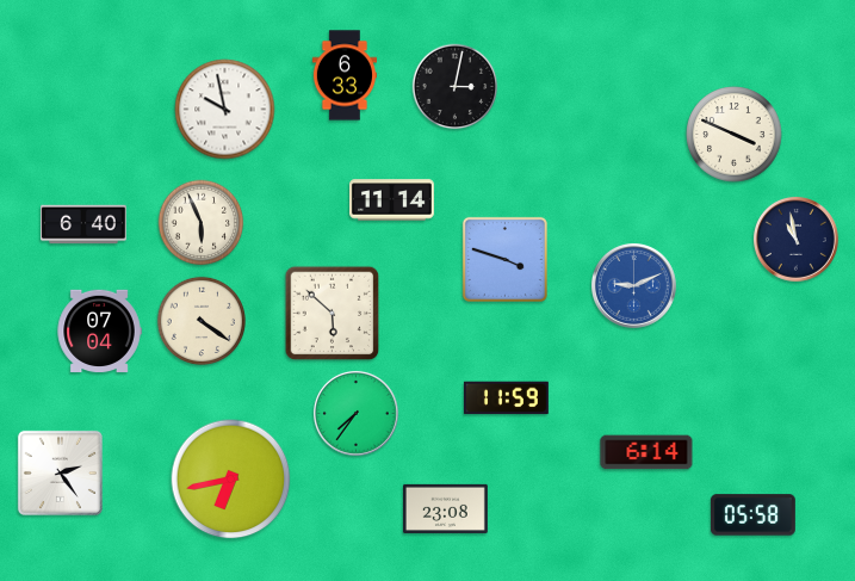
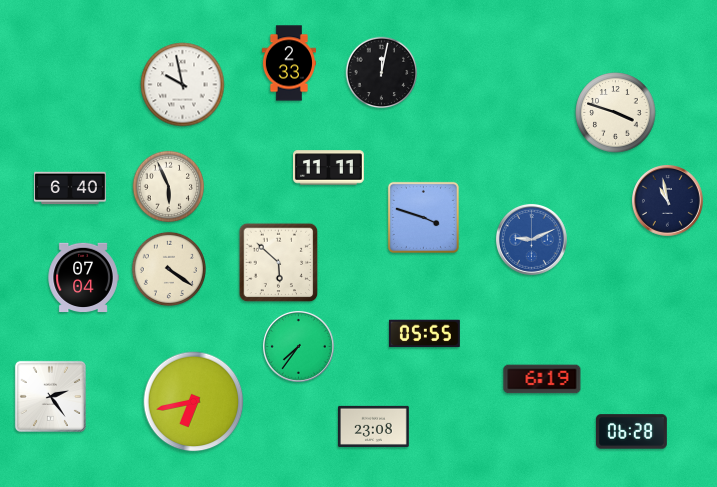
clock at (343, 75): 6:33 -> 2:33
clock at (456, 87): 3:02 -> 12:02
clock at (225, 110) position: (225, 110) -> (183, 85)
clock at (735, 135): 3:49 -> 3:48
clock at (392, 200): 11:14 -> 11:11
clock at (506, 398): 11:59 -> 05:55
clock at (646, 452): 6:14 -> 6:19
clock at (752, 515): 05:58 -> 06:28
